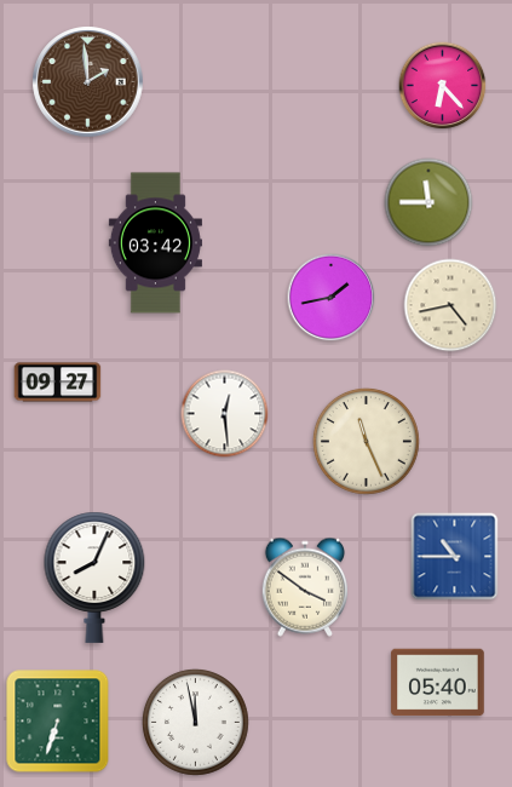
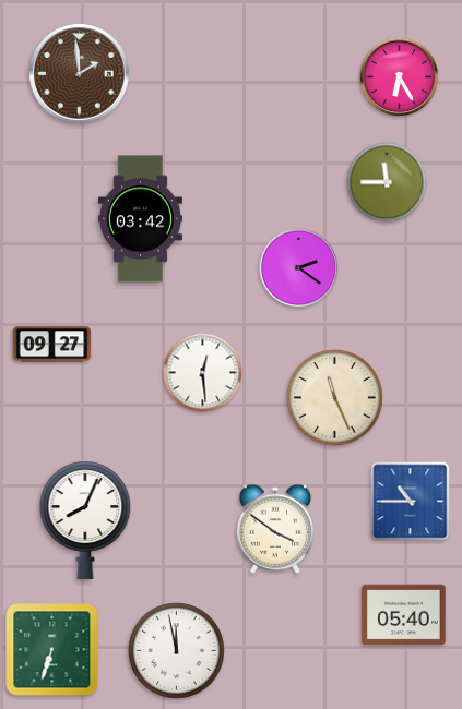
clock at (443, 86): 6:23 -> 6:25
clock at (332, 298): 1:43 -> 2:21
clock at (450, 305): 4:43 -> none
clock at (366, 441) position: (366, 441) -> (334, 397)
clock at (438, 683) position: (438, 683) -> (404, 615)
